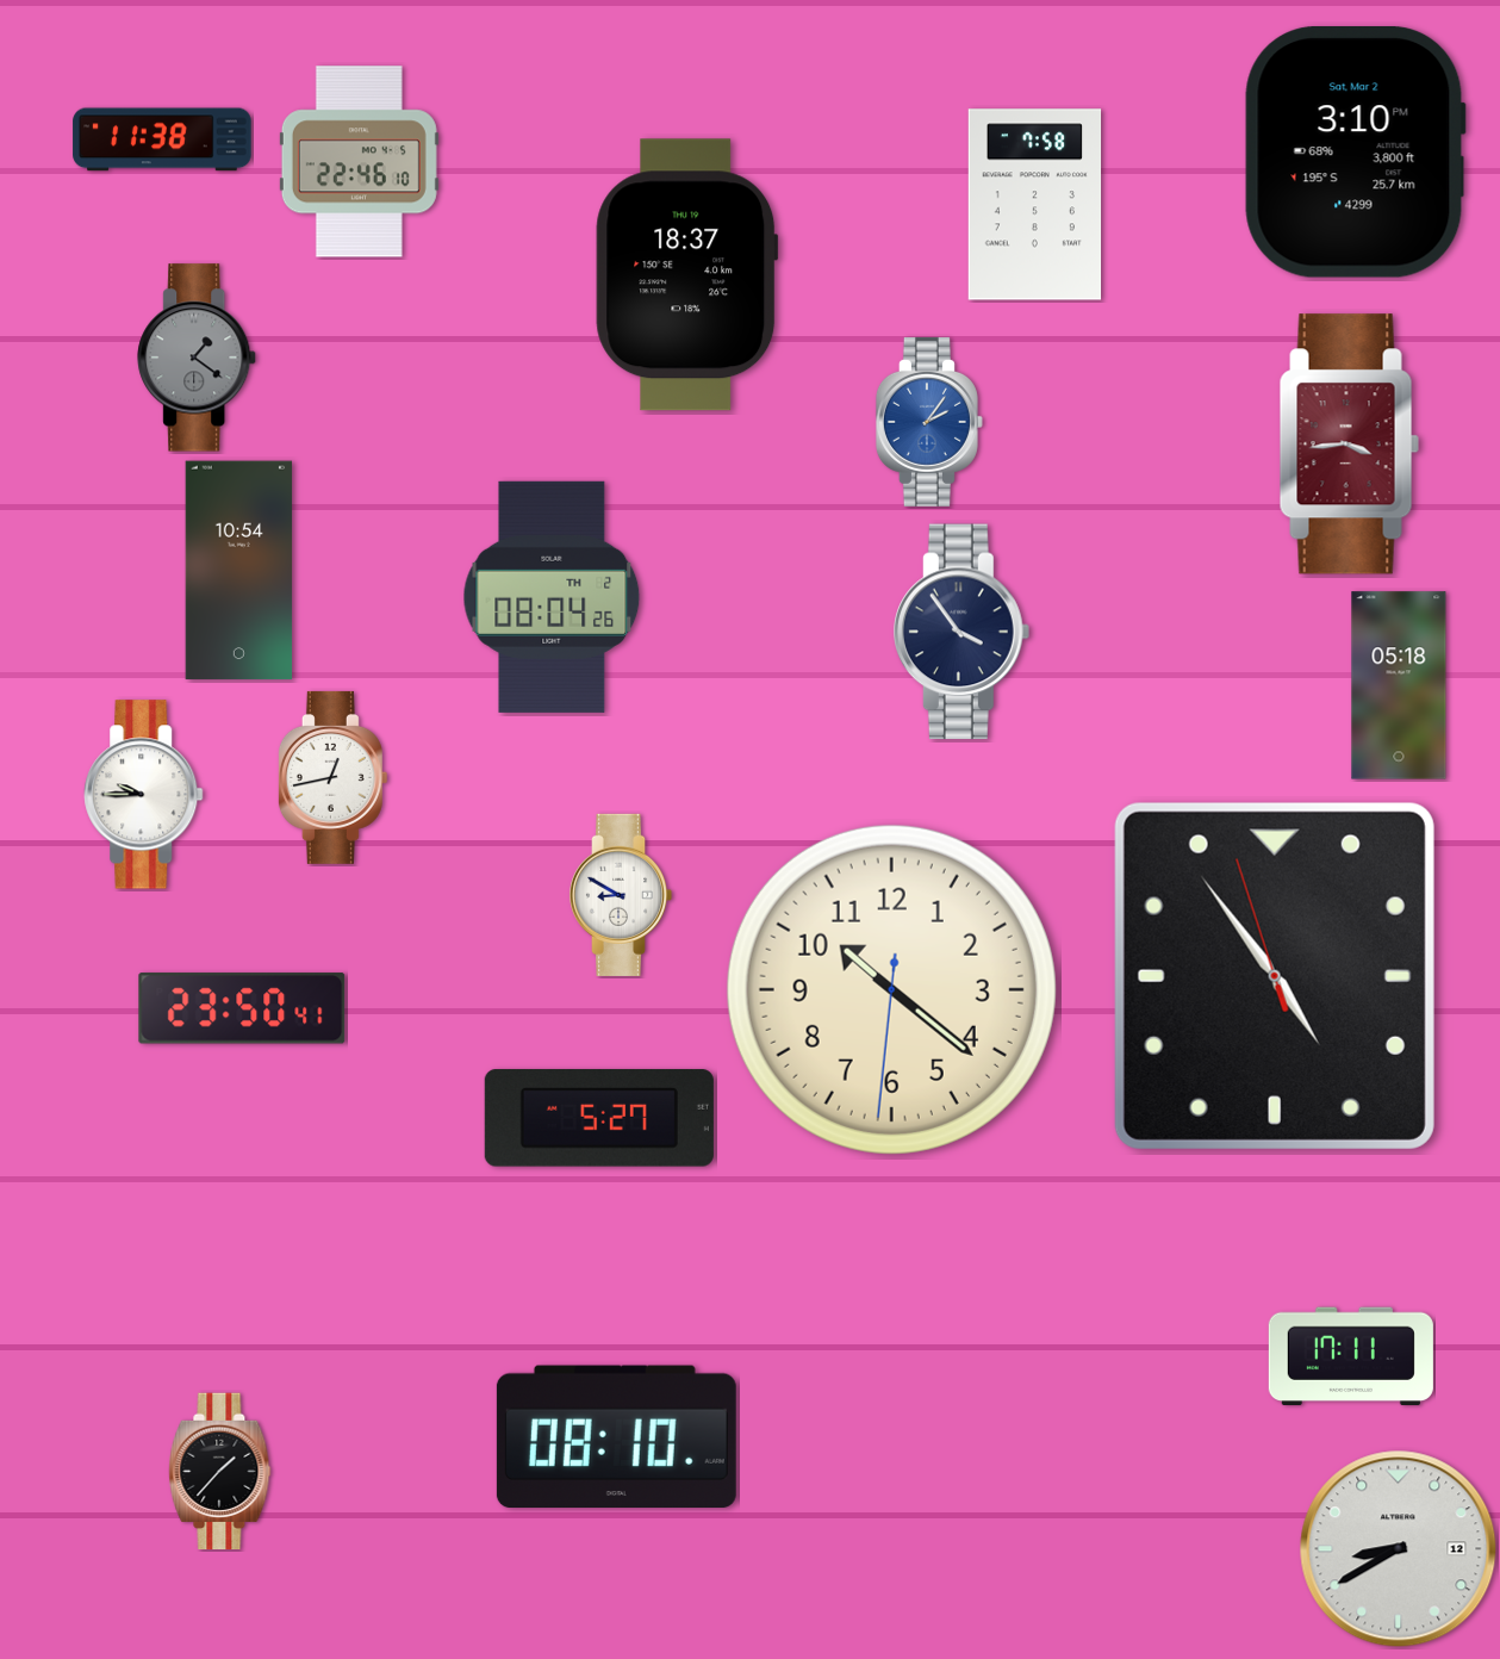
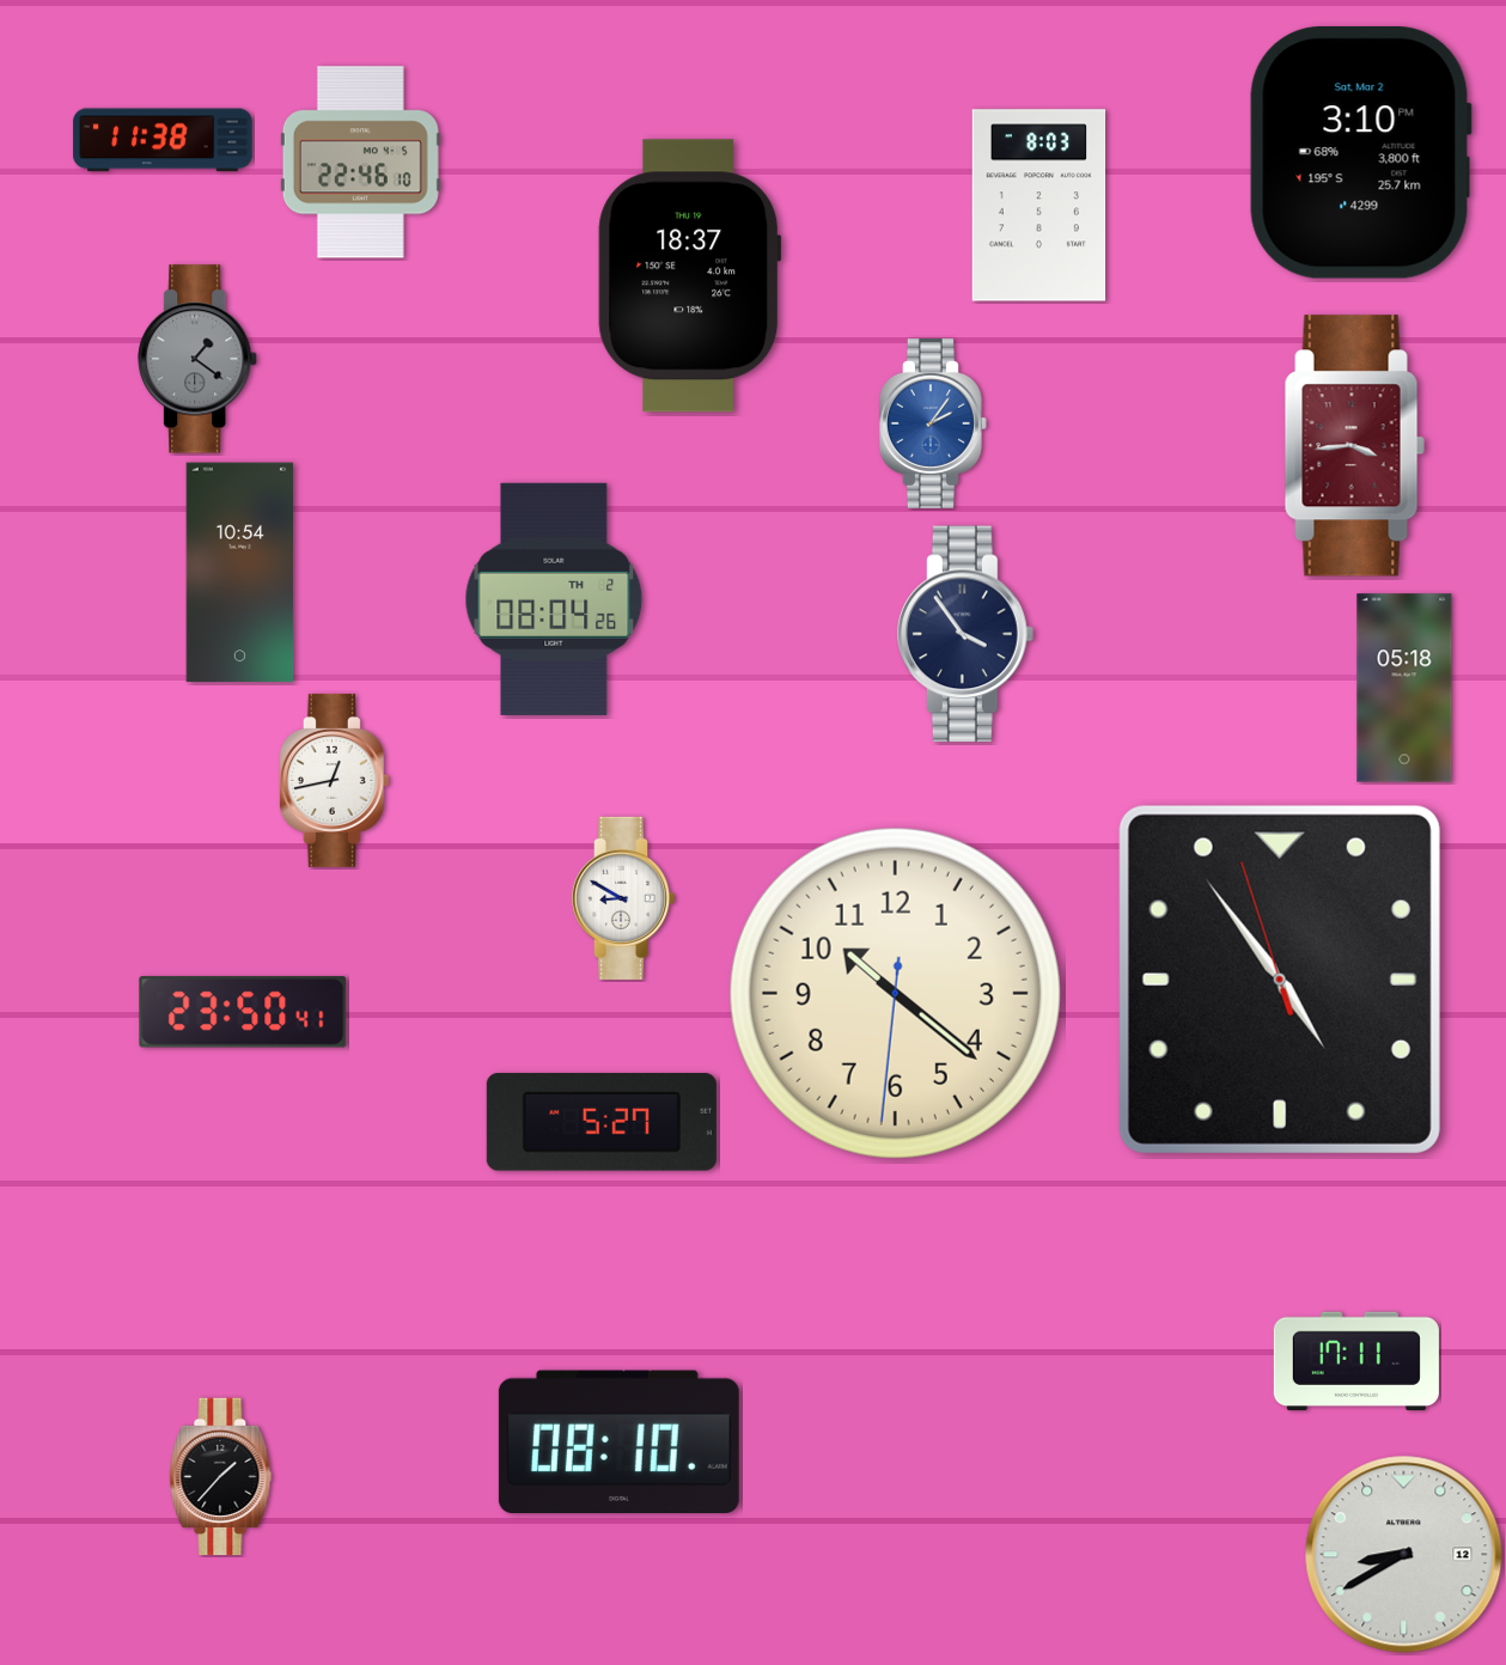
clock at (1035, 205): 7:58 -> 8:03
clock at (144, 795): 9:45 -> none
